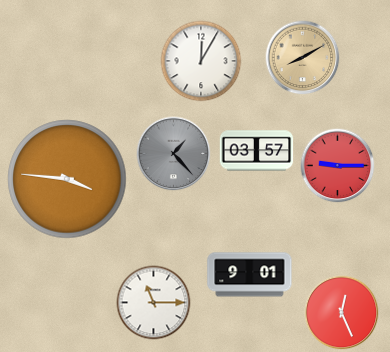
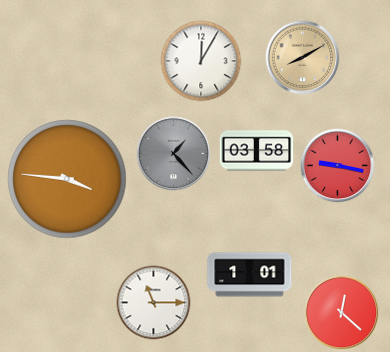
clock at (257, 151): 03:57 -> 03:58
clock at (338, 166): 9:15 -> 9:17
clock at (250, 275): 9:01 -> 1:01
clock at (342, 313): 12:26 -> 12:22
